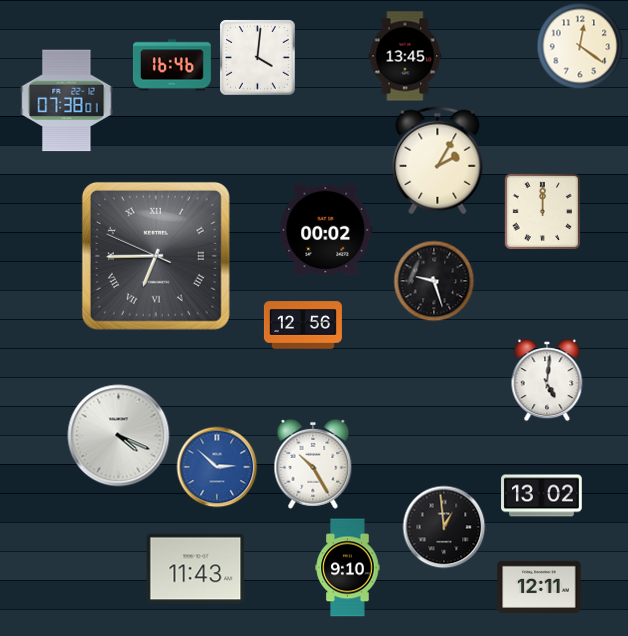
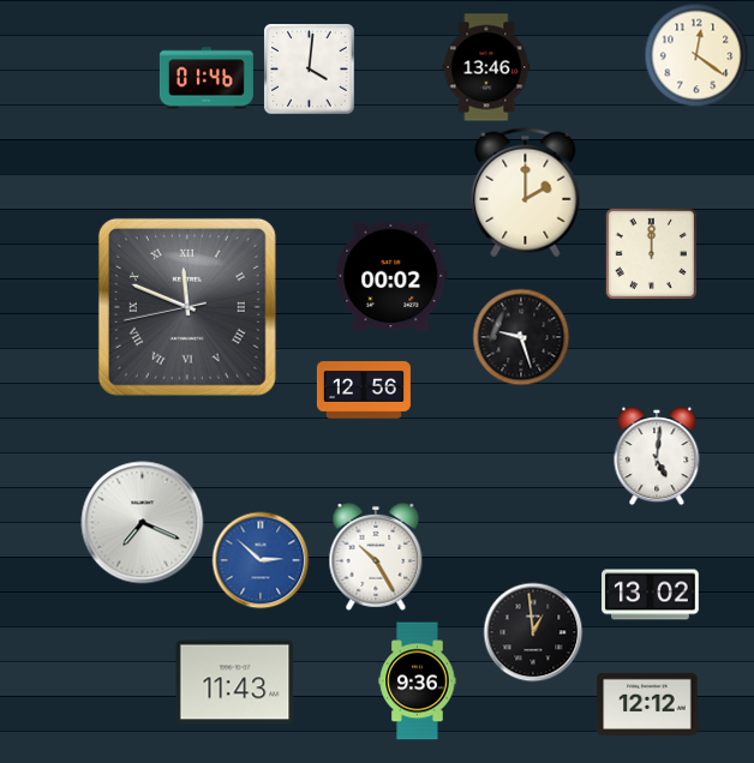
clock at (405, 56): 13:45 -> 13:46
clock at (172, 65): 16:46 -> 01:46
clock at (67, 101): 07:38 -> none
clock at (438, 161): 2:05 -> 2:00
clock at (156, 256): 6:44 -> 11:48
clock at (119, 436): 4:19 -> 7:19
clock at (348, 568): 9:10 -> 9:36
clock at (539, 586): 12:11 -> 12:12
